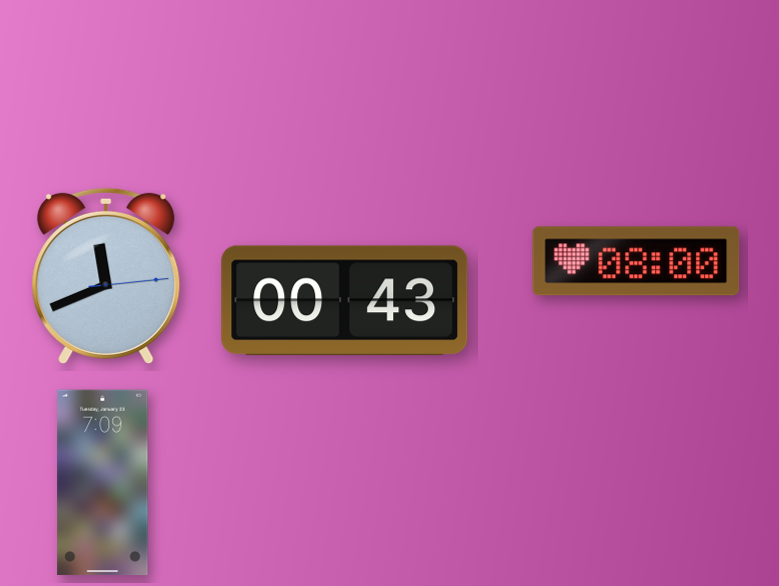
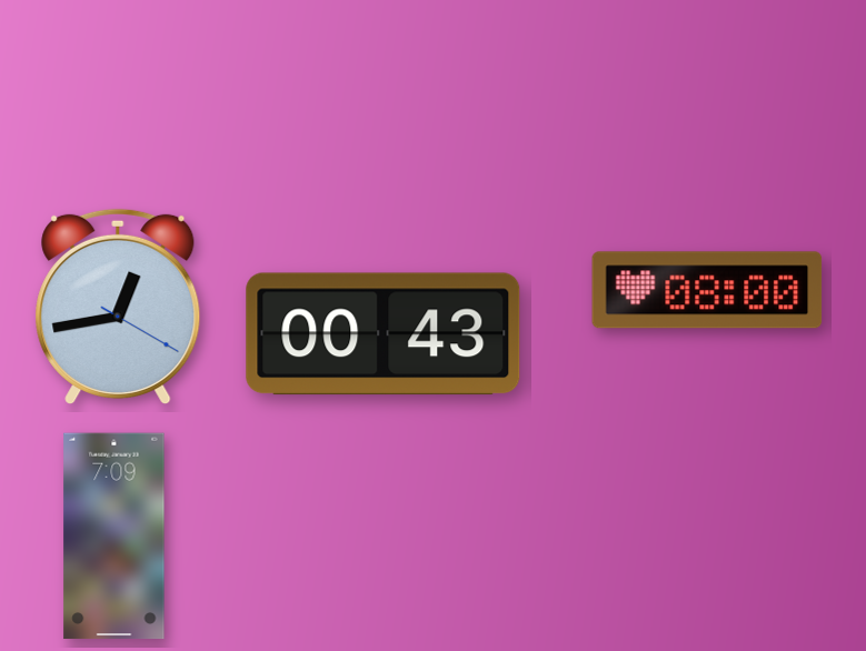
clock at (106, 276): 11:41 -> 12:43
